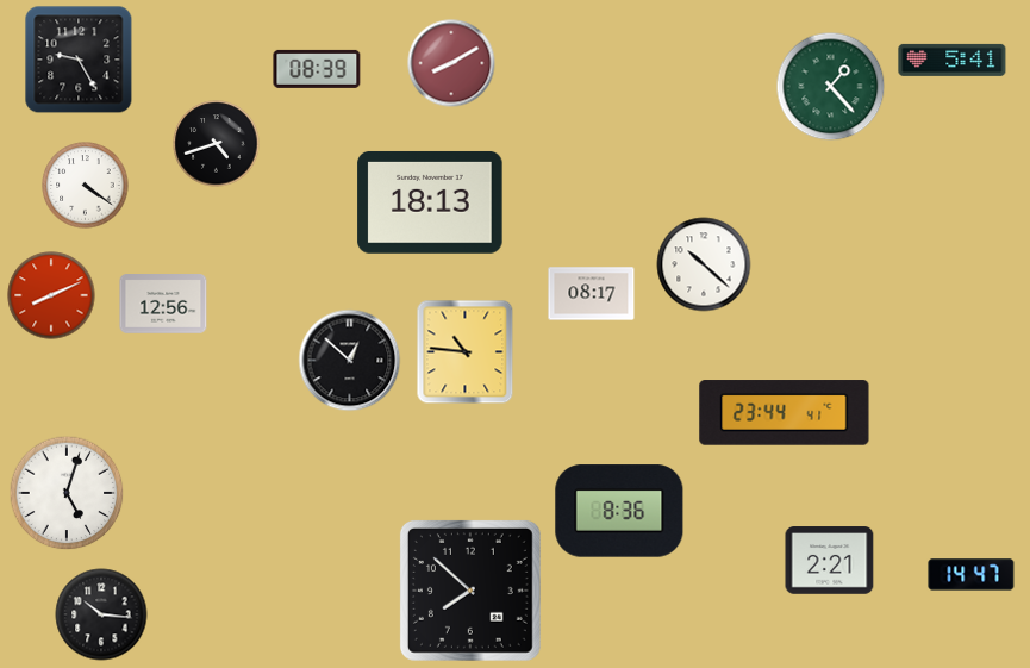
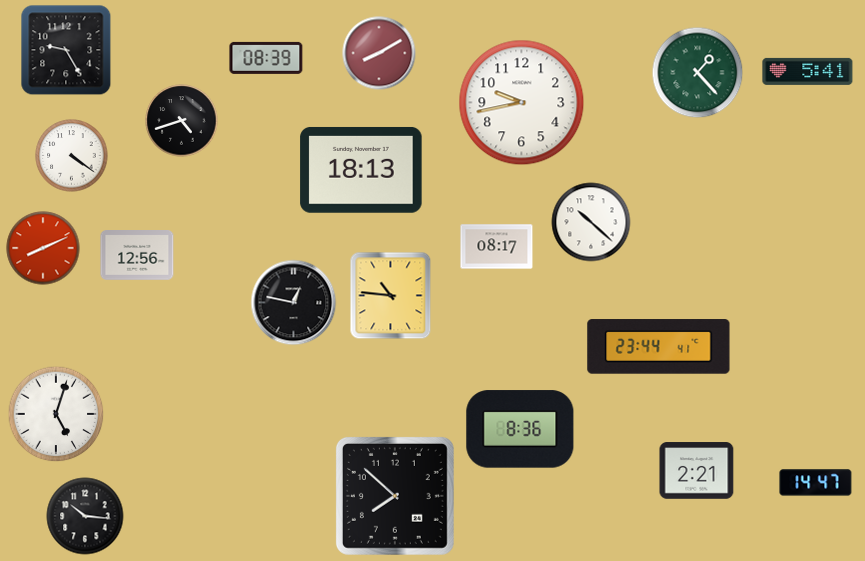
clock at (953, 60) position: (953, 60) -> (808, 71)
clock at (522, 103): none -> 9:43
clock at (350, 361): 12:52 -> 12:47
